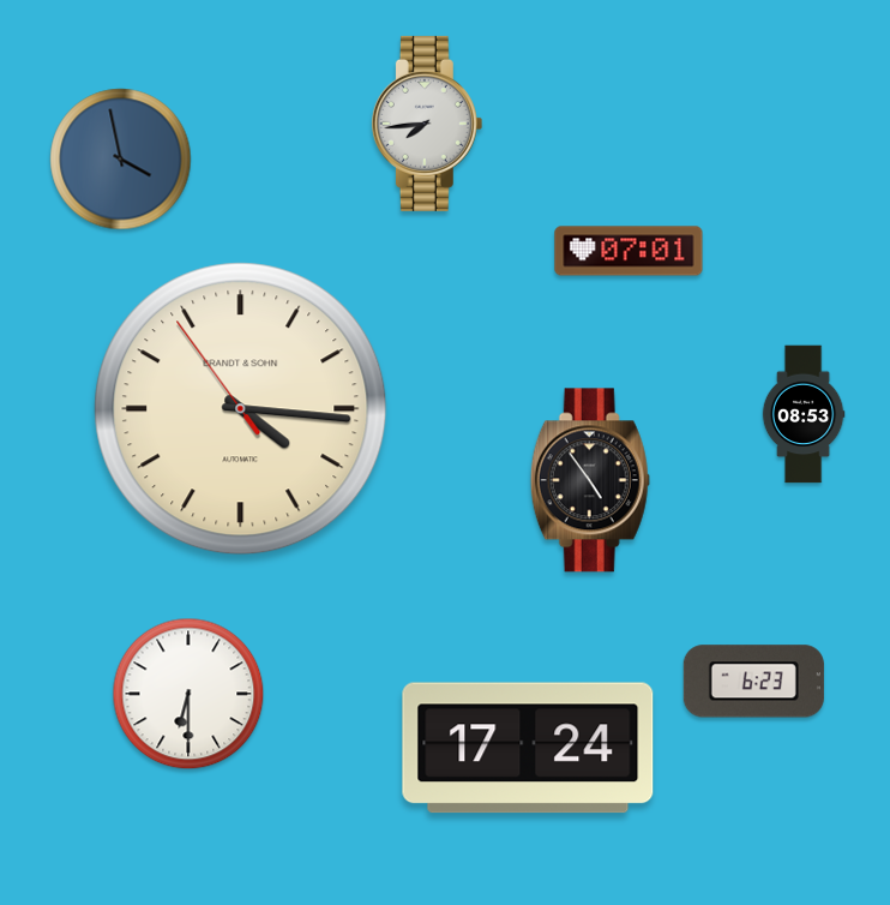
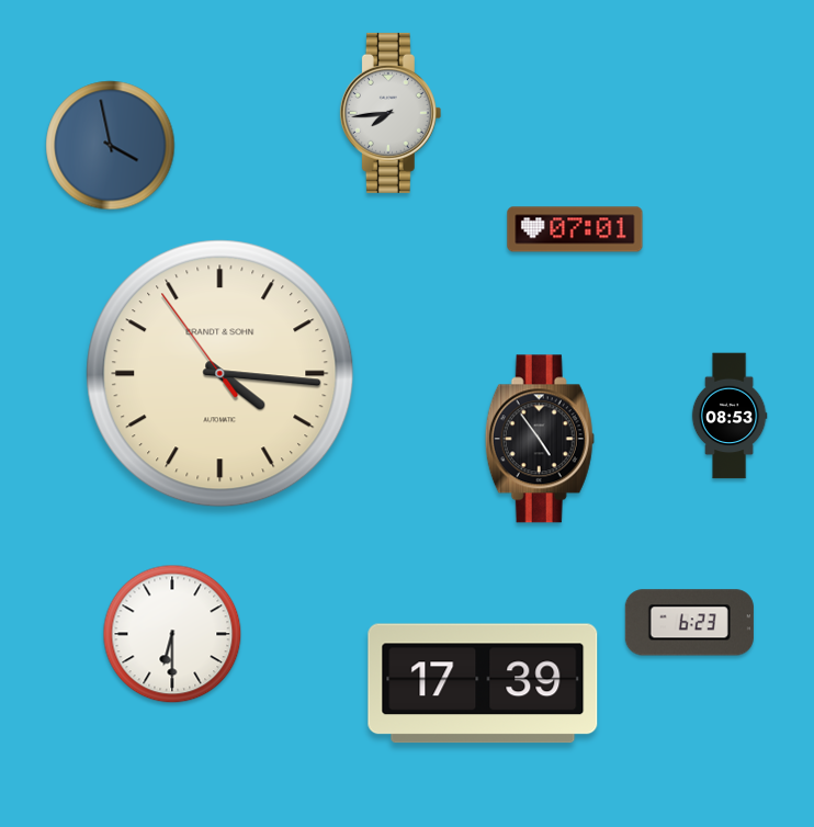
clock at (804, 414) position: (804, 414) -> (730, 416)
clock at (528, 748): 17:24 -> 17:39
